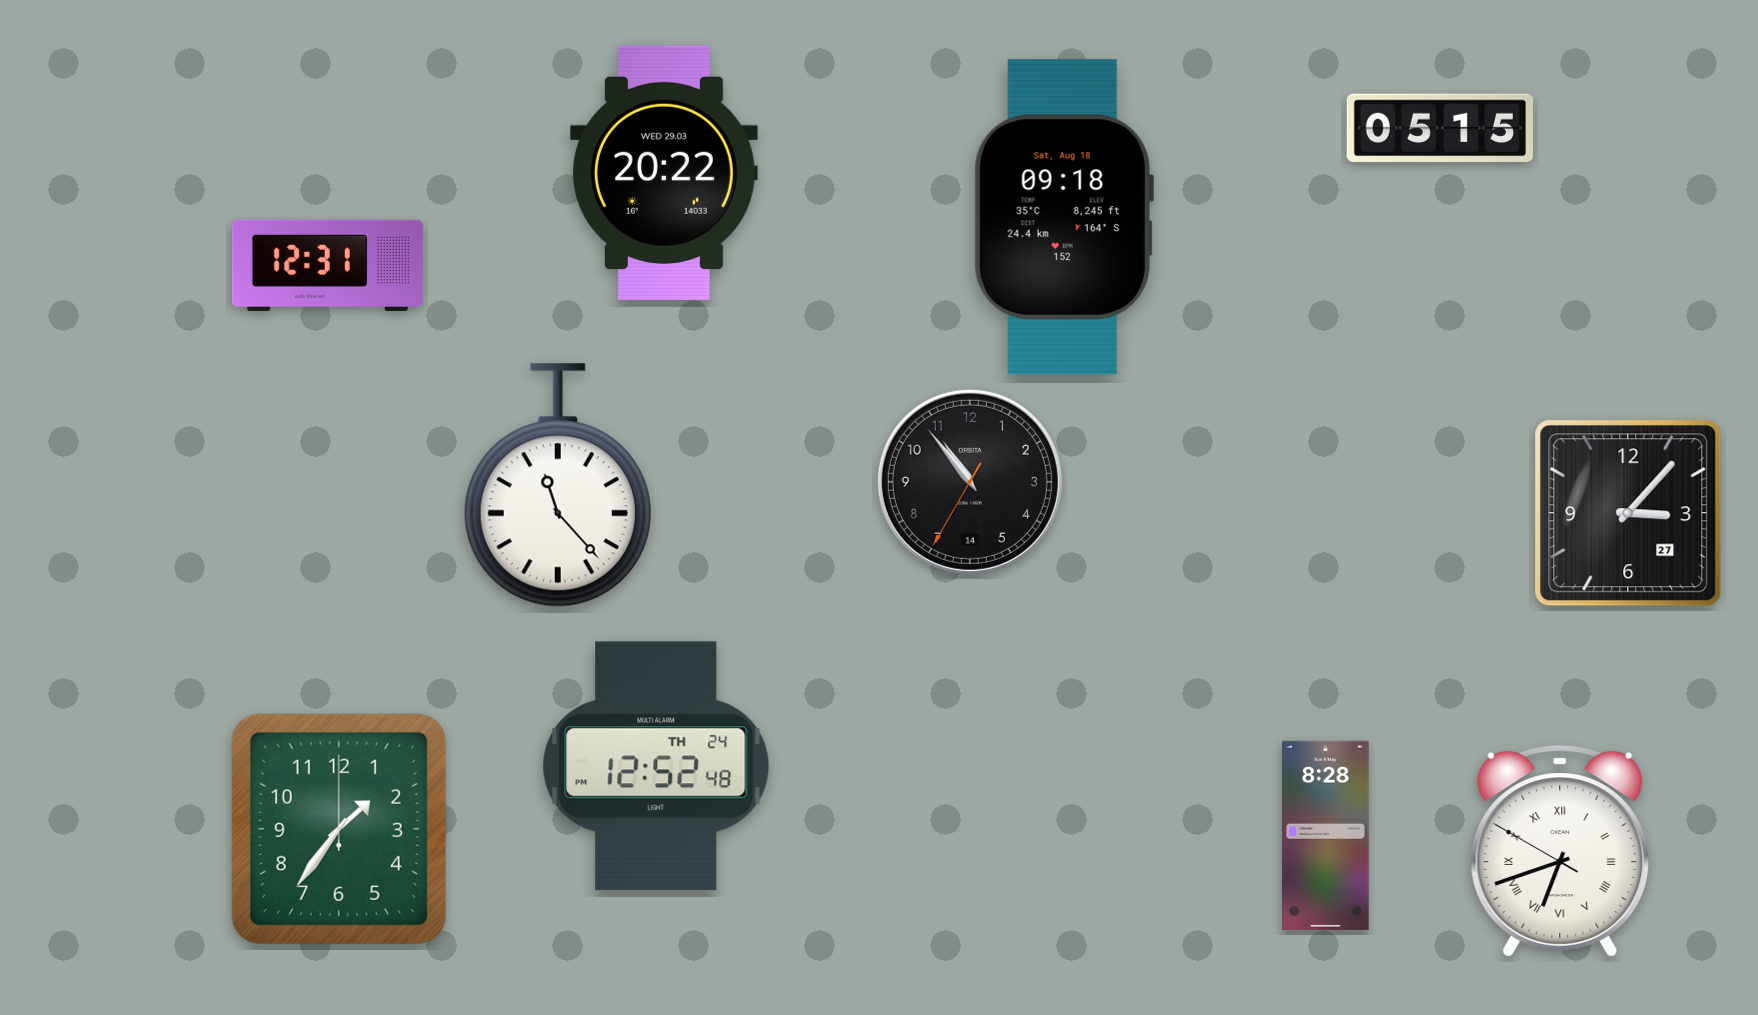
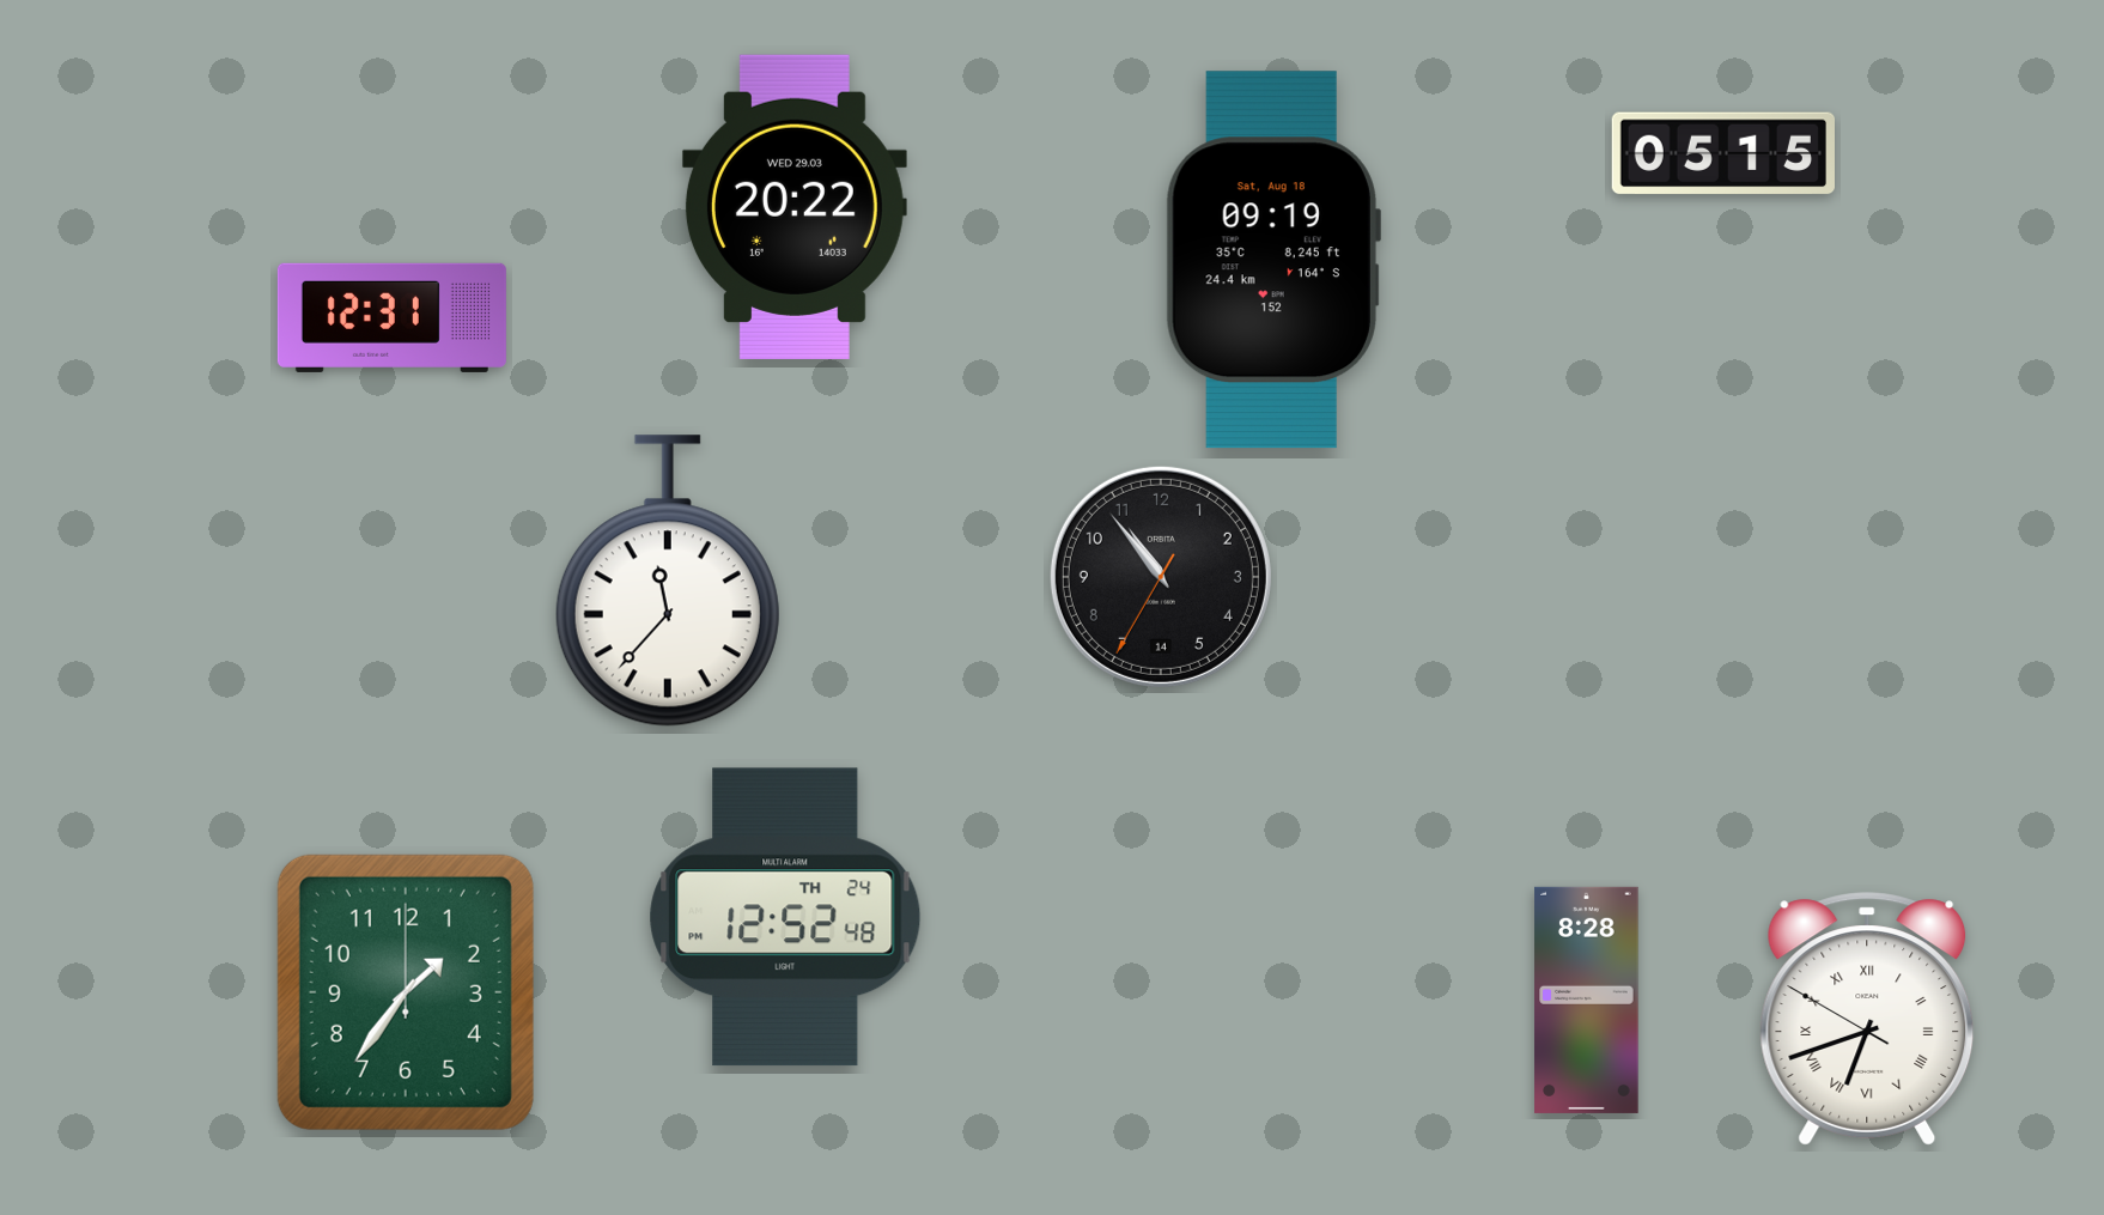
clock at (1063, 217): 09:18 -> 09:19
clock at (558, 485): 11:23 -> 11:37
clock at (1628, 513): 3:07 -> none
